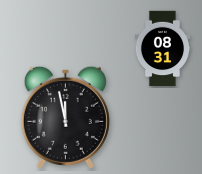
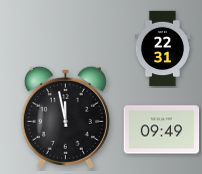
clock at (162, 49): 08:31 -> 22:31
clock at (162, 130): none -> 09:49
